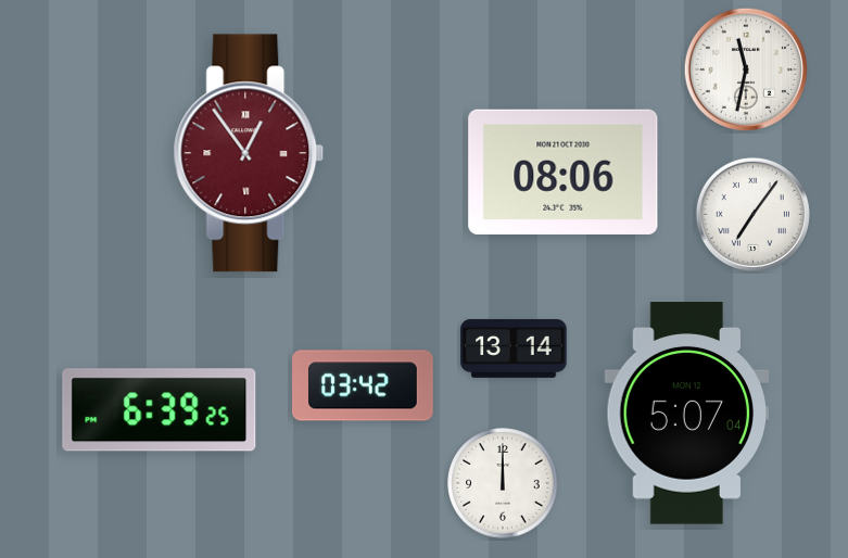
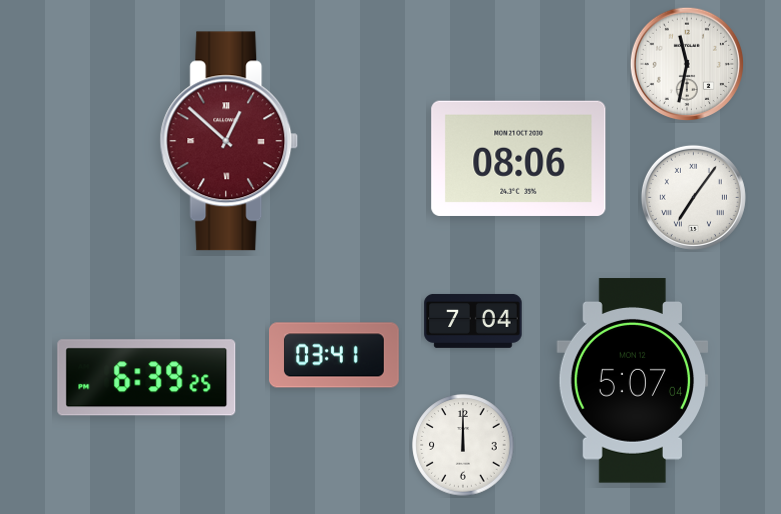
clock at (249, 153): 12:54 -> 12:52
clock at (514, 348): 13:14 -> 7:04
clock at (364, 385): 03:42 -> 03:41
